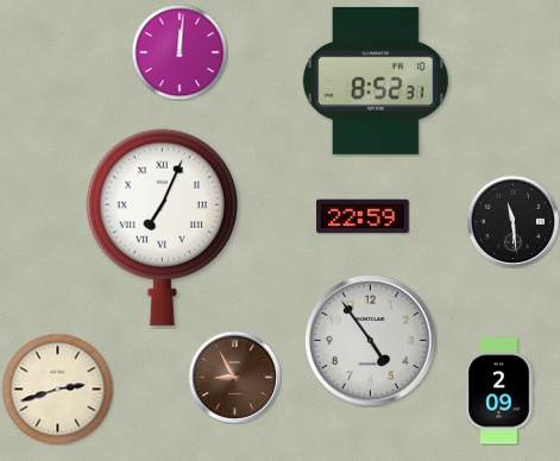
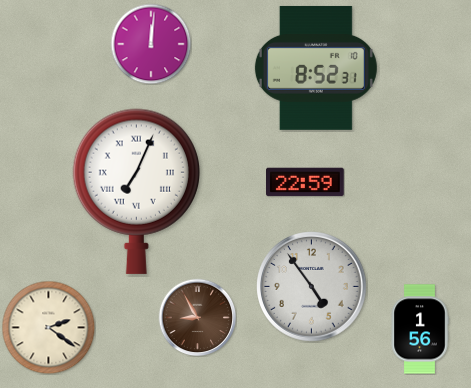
clock at (512, 221): 11:29 -> none
clock at (57, 389): 2:42 -> 2:21
clock at (499, 391): 2:09 -> 1:56
